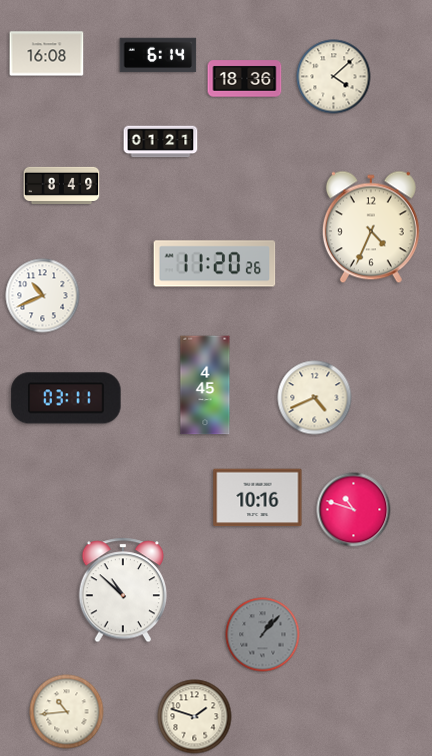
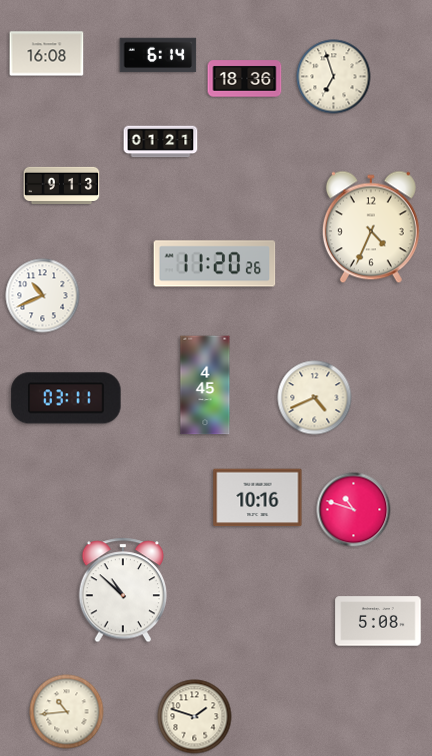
clock at (334, 77): 4:08 -> 6:57
clock at (62, 185): 8:49 -> 9:13
clock at (378, 621): none -> 5:08
clock at (263, 635): 1:07 -> none
